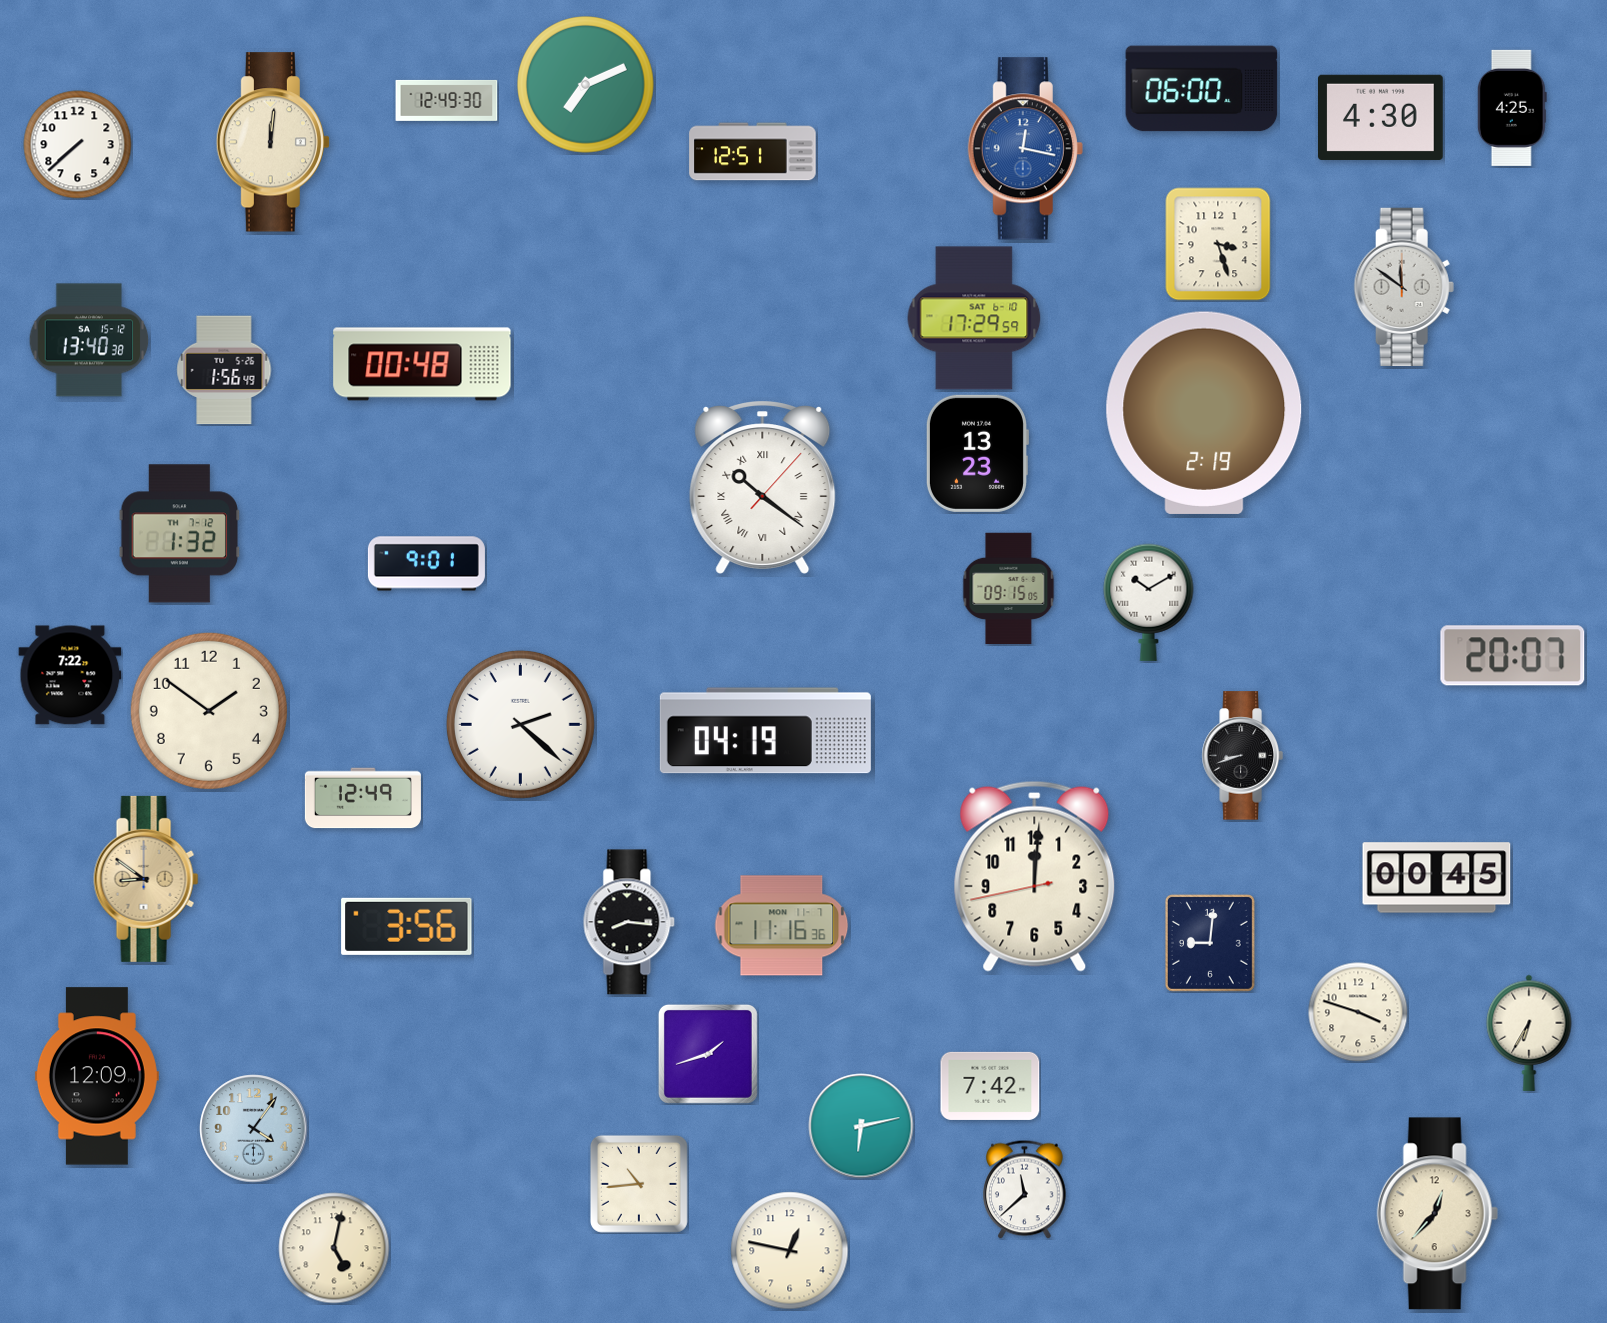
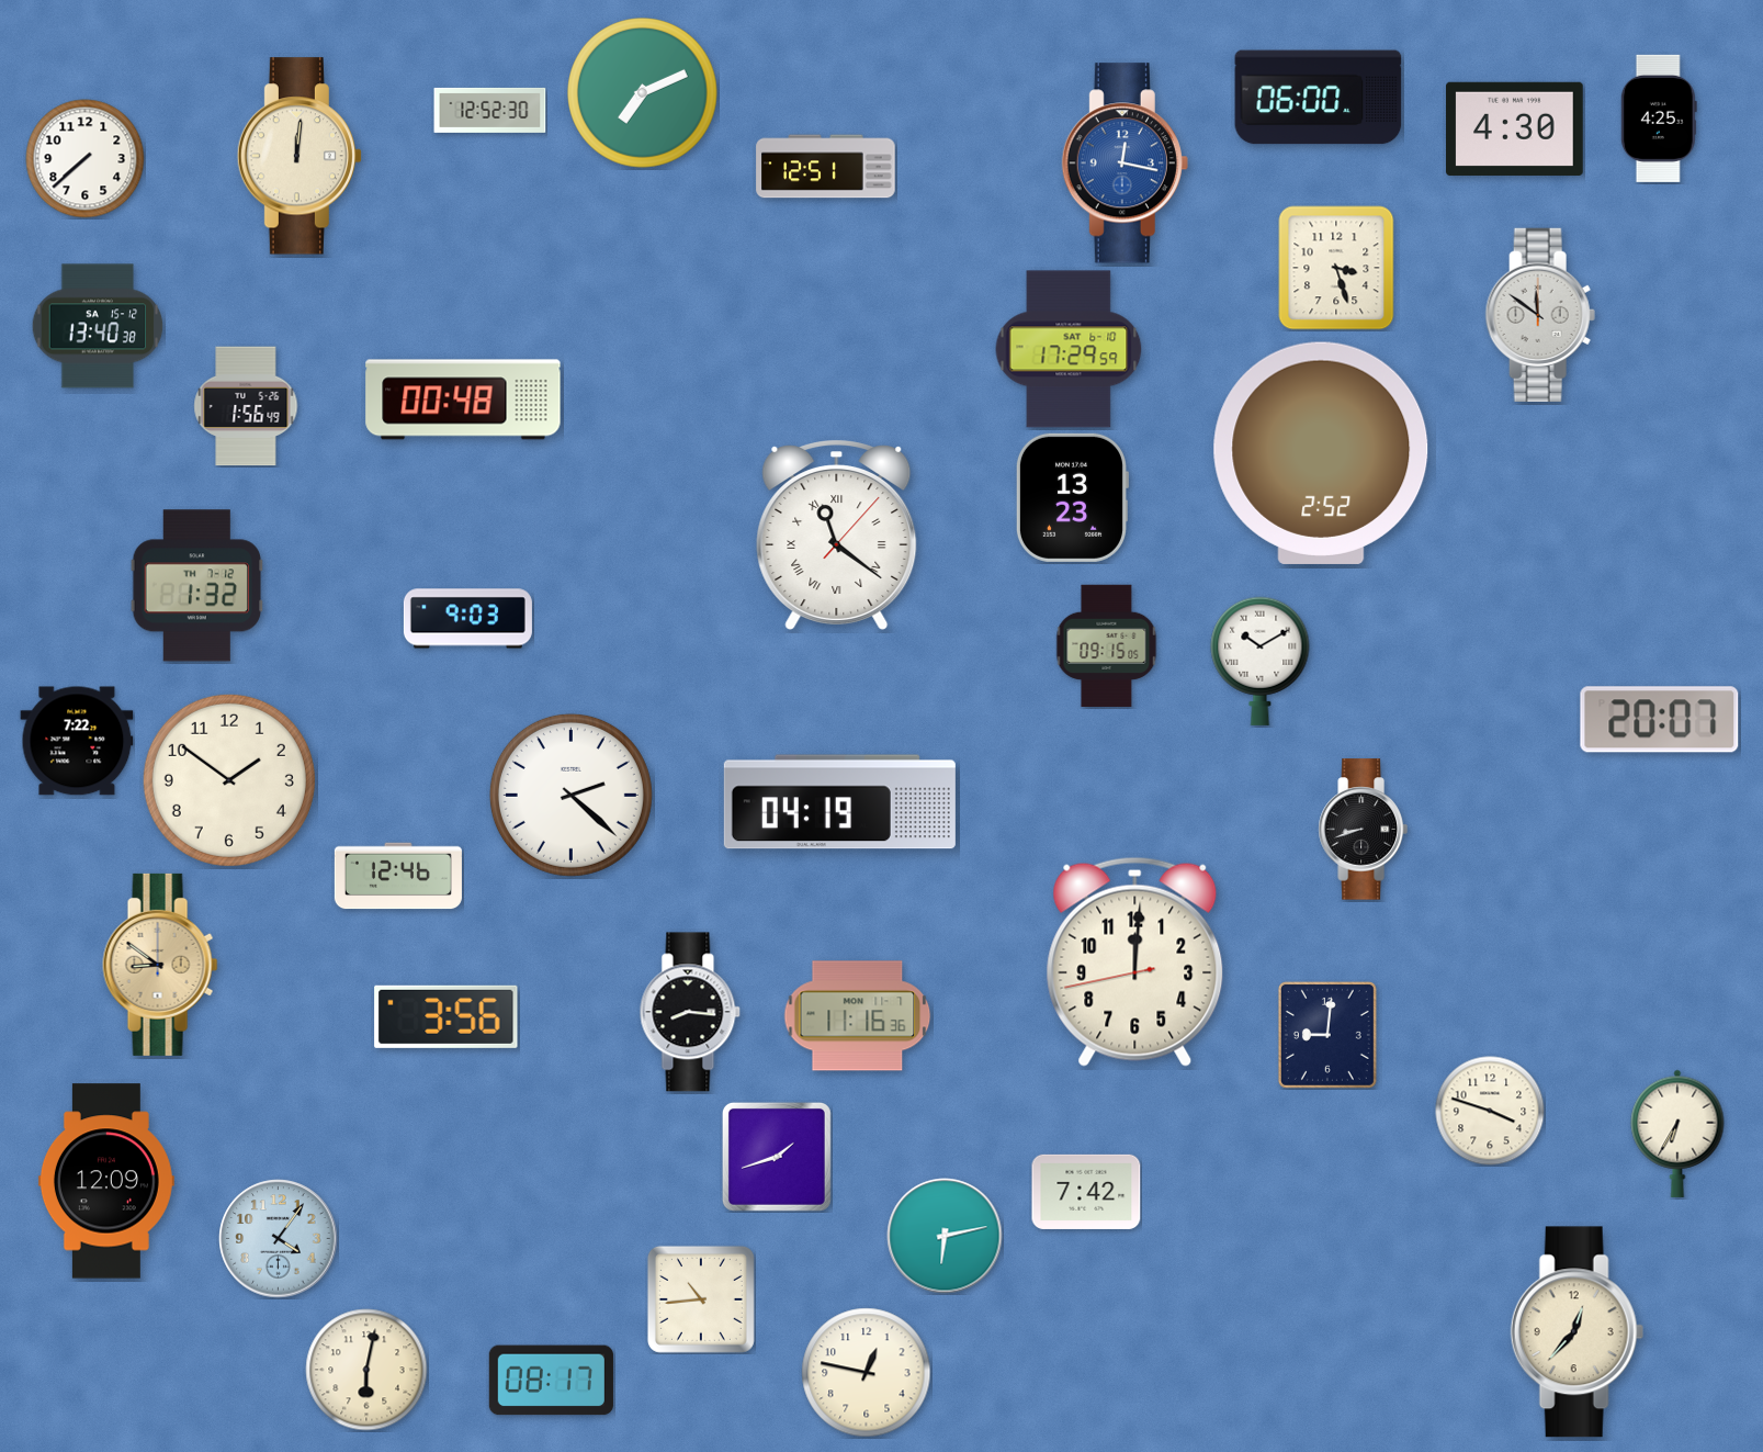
clock at (447, 100): 12:49 -> 12:52
clock at (89, 340) position: (89, 340) -> (98, 326)
clock at (1204, 413): 2:19 -> 2:52
clock at (763, 487): 10:21 -> 11:21
clock at (426, 564): 9:01 -> 9:03
clock at (363, 798): 12:49 -> 12:46
clock at (1437, 878): 00:45 -> none
clock at (1025, 1189): 11:38 -> none
clock at (334, 1248): 5:02 -> 6:02
clock at (551, 1381): none -> 08:17
